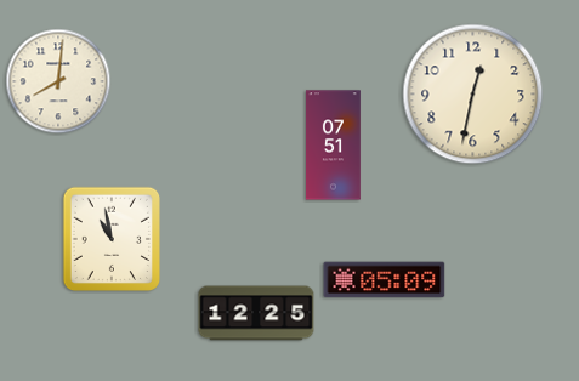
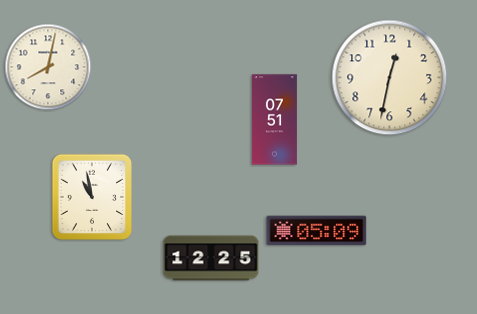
clock at (58, 81): 8:01 -> 8:02
